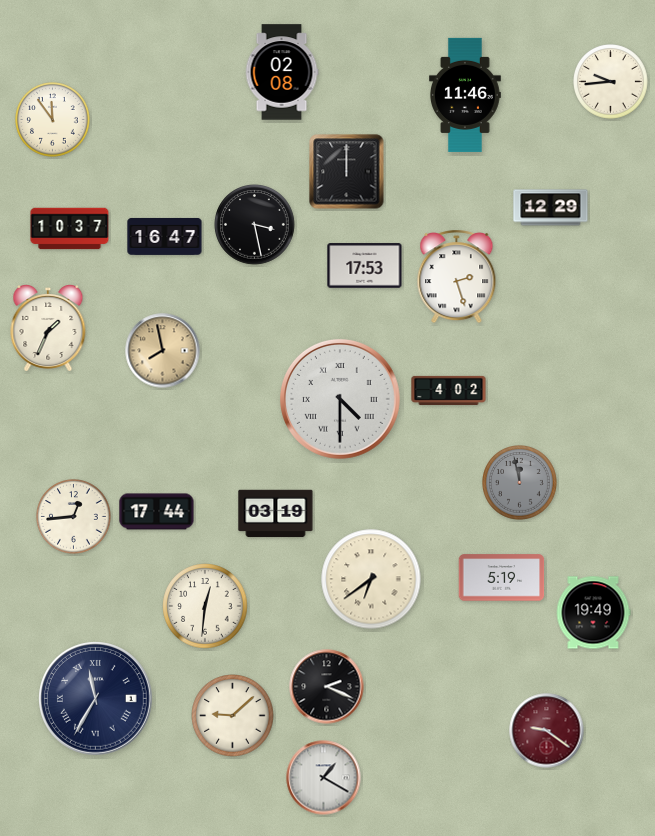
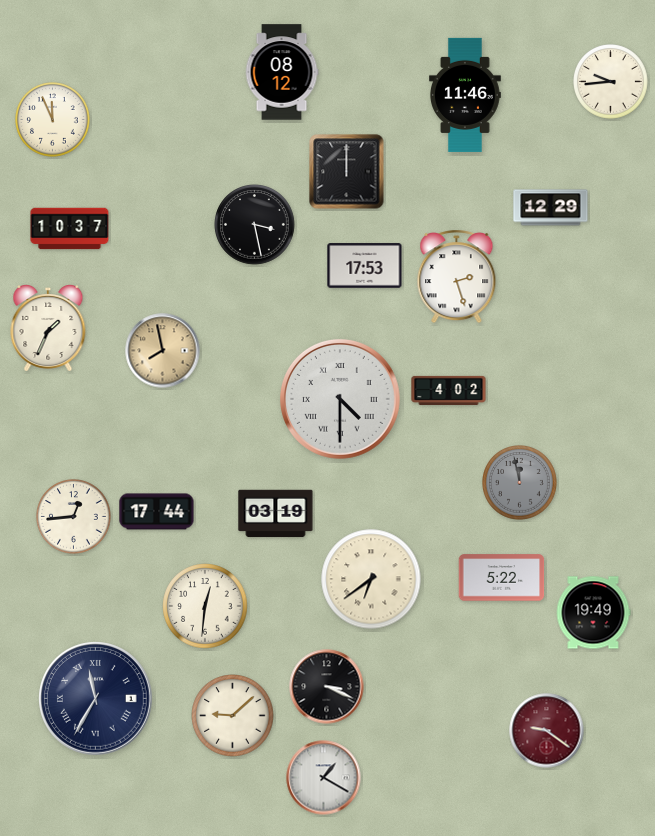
clock at (282, 72): 02:08 -> 08:12
clock at (53, 120): 11:54 -> 11:56
clock at (165, 237): 16:47 -> none
clock at (502, 578): 5:19 -> 5:22
clock at (327, 687): 2:19 -> 3:19
